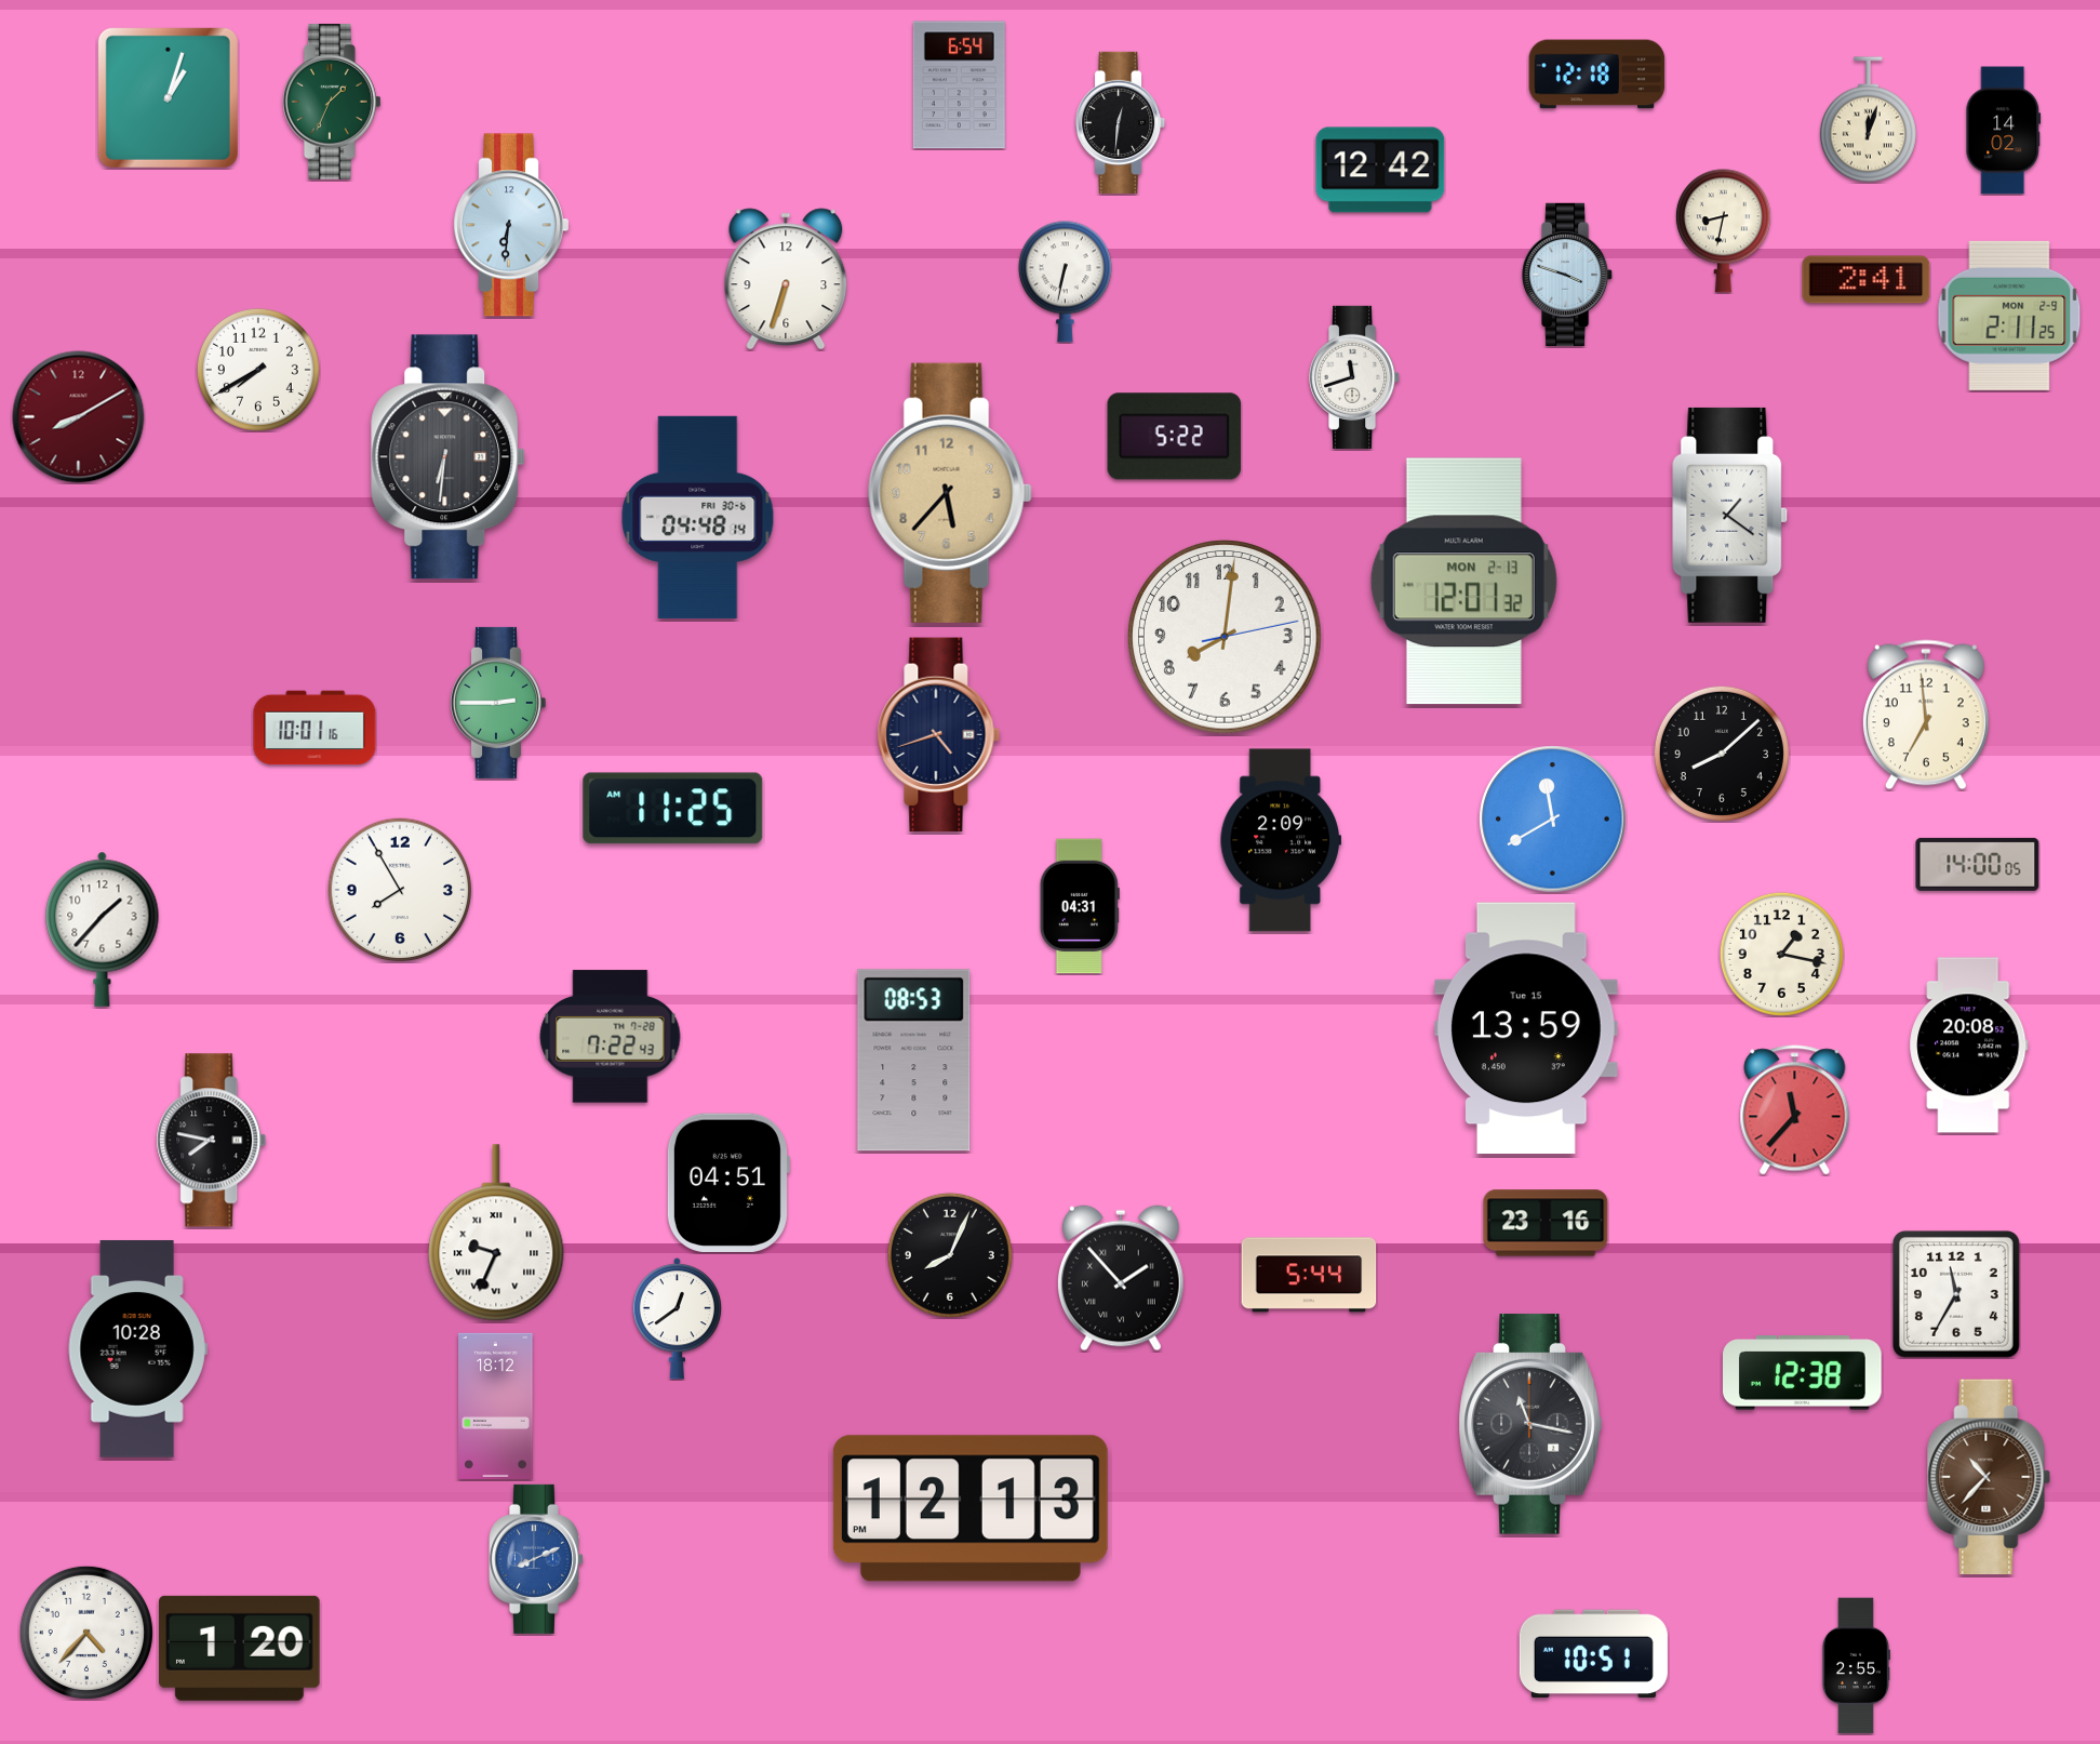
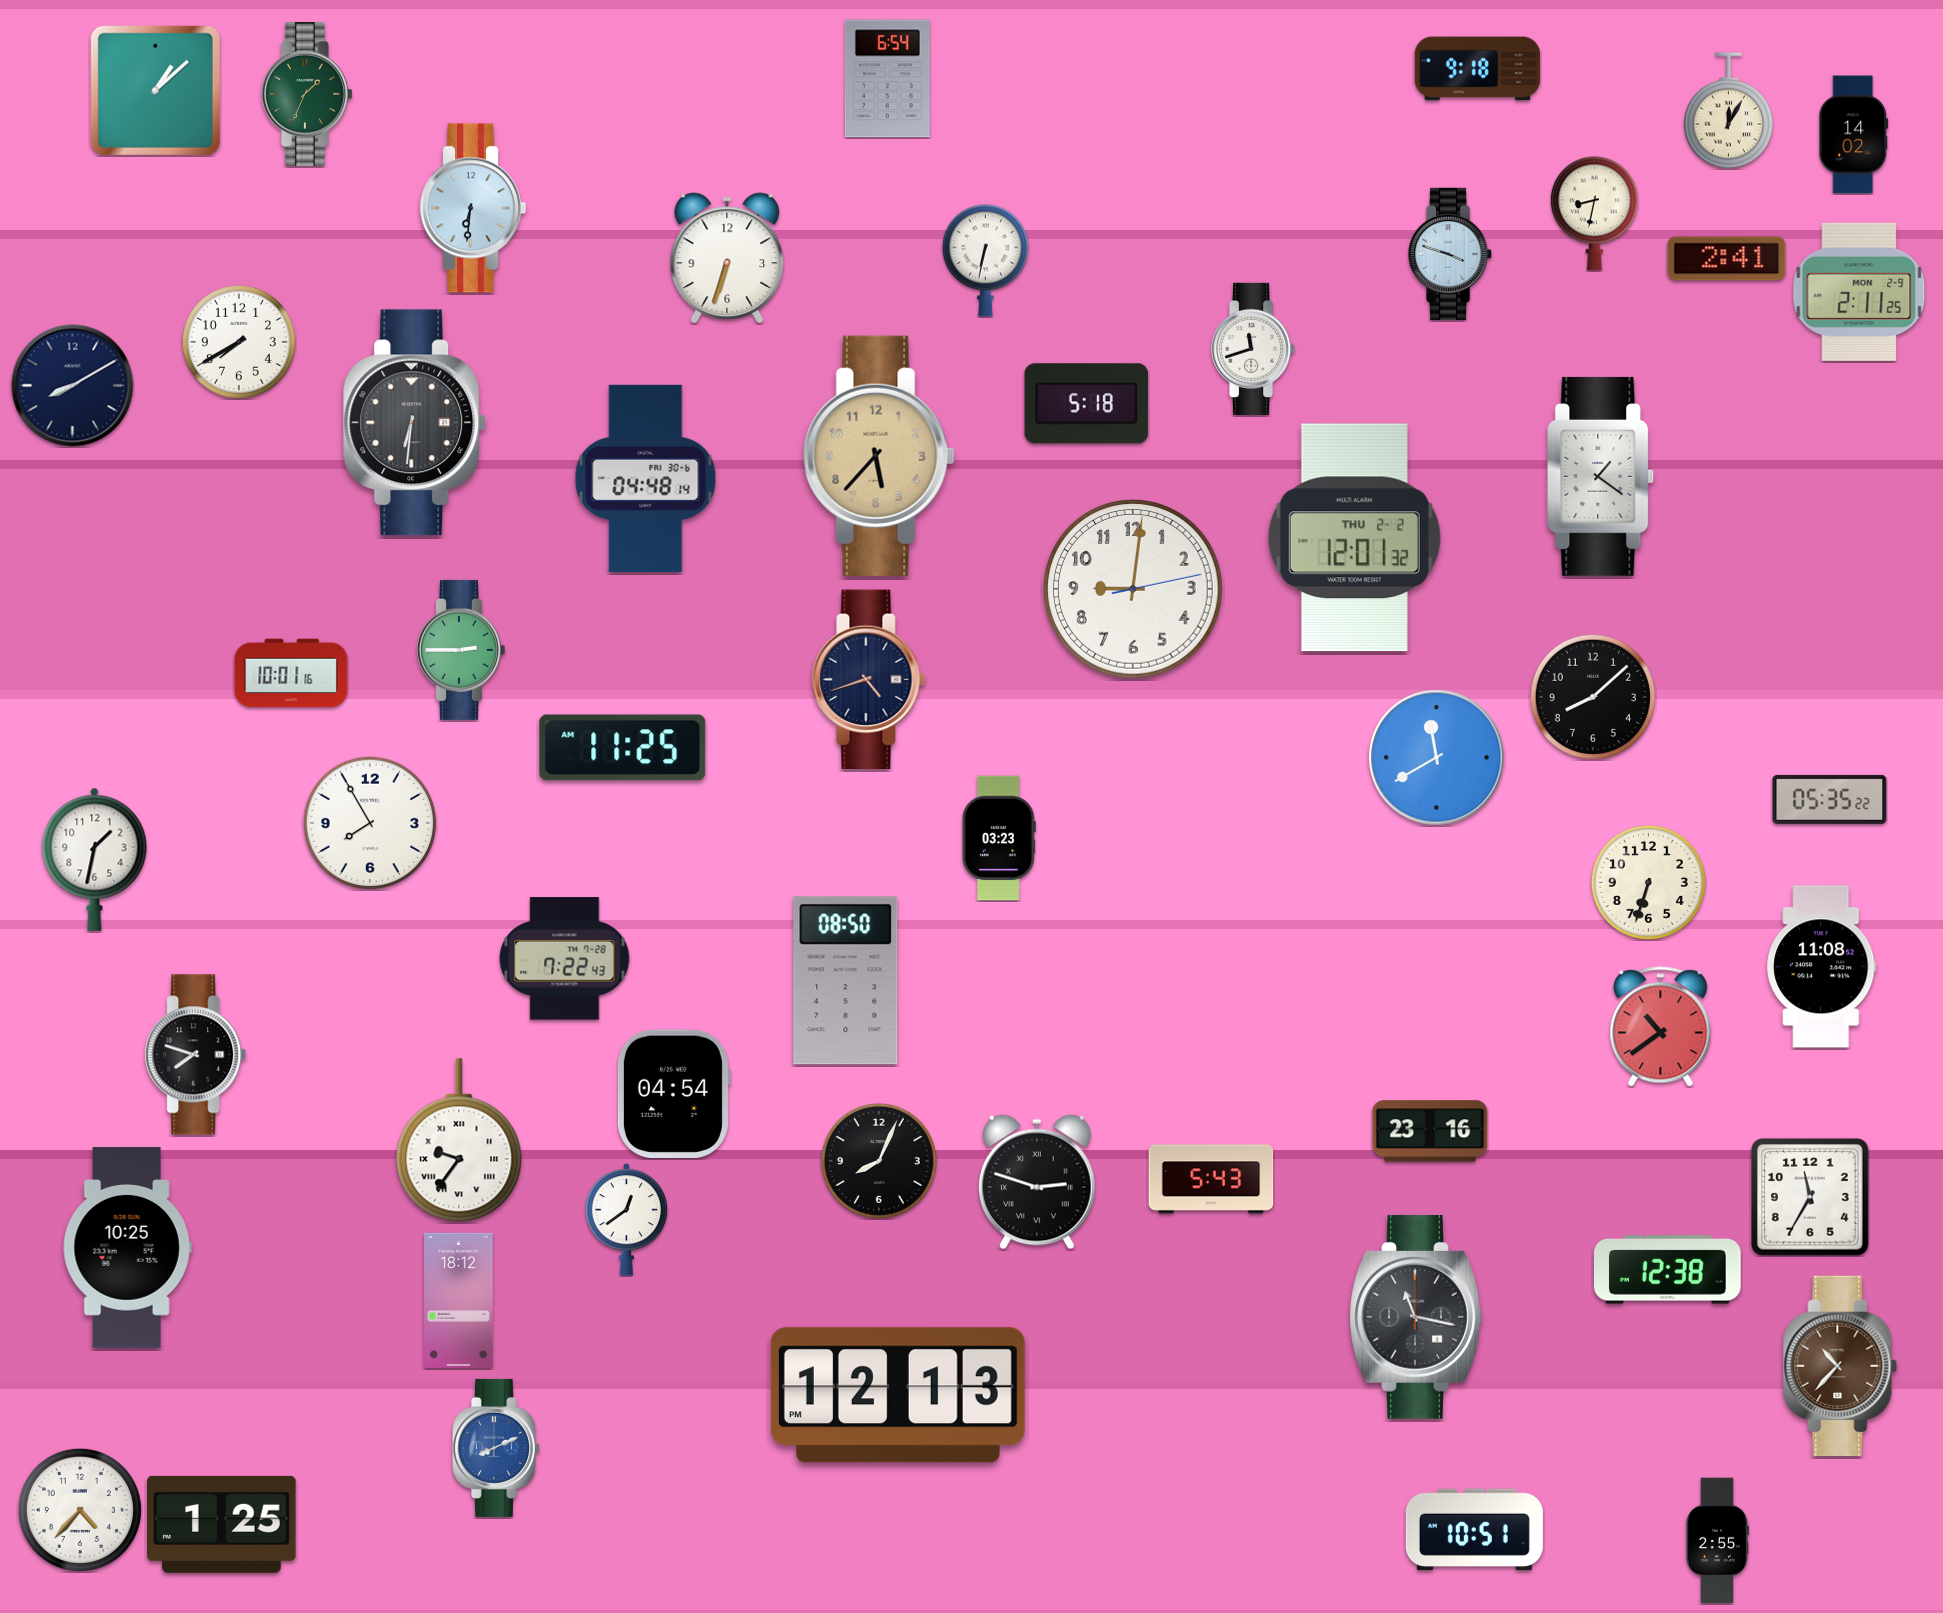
clock at (1597, 75): 12:18 -> 9:18
clock at (168, 97): 1:03 -> 1:08
clock at (1868, 120): 12:03 -> 12:05
clock at (1122, 122): 12:31 -> none
clock at (2004, 131) position: (2004, 131) -> (1854, 135)
clock at (1380, 170): 12:42 -> none
clock at (79, 417) dial: burgundy -> navy
clock at (1175, 437): 5:22 -> 5:18
clock at (1463, 582) date: MON 2-13 -> THU 2-2
clock at (1226, 638): 8:01 -> 9:01
clock at (1926, 715): 6:59 -> none
clock at (1280, 840): 2:09 -> none
clock at (1978, 864): 14:00 -> 05:35
clock at (1080, 906): 04:31 -> 03:23
clock at (103, 929): 1:37 -> 1:32
clock at (1781, 954): 1:17 -> 6:33
clock at (1527, 1028): 13:59 -> none
clock at (1969, 1046): 20:08 -> 11:08
clock at (914, 1061): 08:53 -> 08:50
clock at (1795, 1110): 11:37 -> 10:39
clock at (212, 1141): 7:47 -> 7:48
clock at (727, 1183): 04:51 -> 04:54
clock at (496, 1233): 9:34 -> 9:36
clock at (1309, 1275): 5:44 -> 5:43
clock at (1121, 1278): 1:53 -> 2:48
clock at (137, 1349): 10:28 -> 10:25
clock at (537, 1559) position: (537, 1559) -> (497, 1448)
clock at (240, 1648): 1:20 -> 1:25
